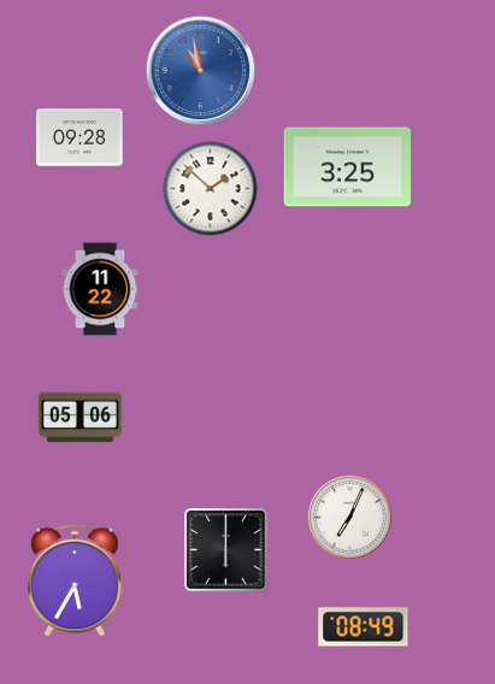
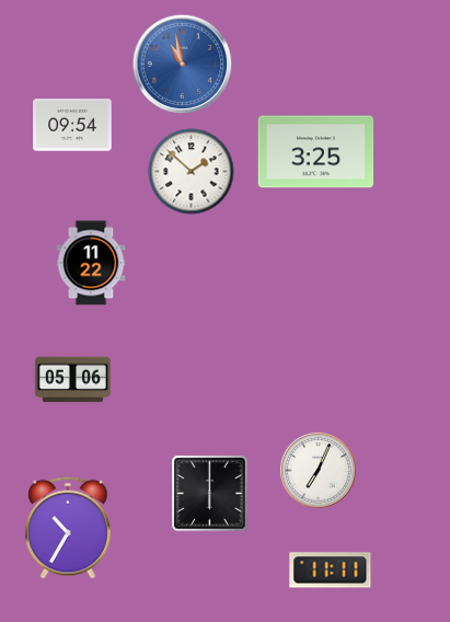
clock at (79, 137): 09:28 -> 09:54
clock at (226, 550) position: (226, 550) -> (210, 494)
clock at (75, 580): 5:35 -> 10:35
clock at (364, 627): 08:49 -> 11:11
